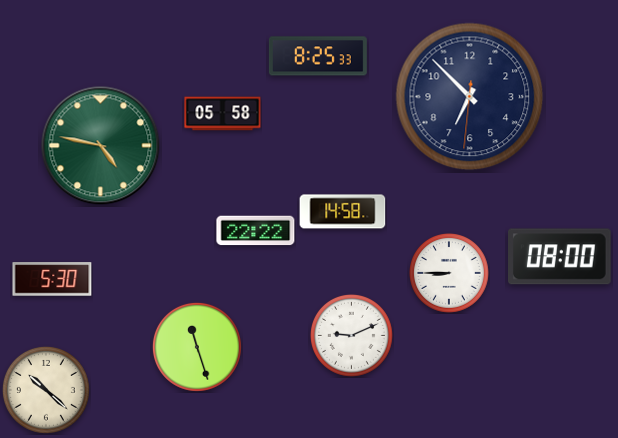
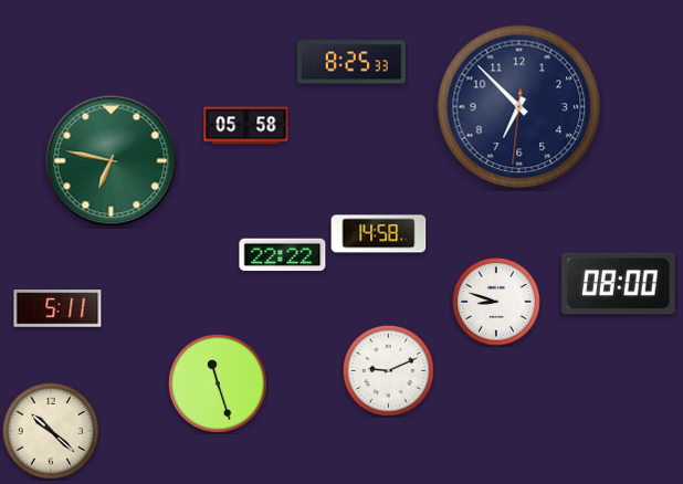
clock at (101, 146): 4:47 -> 6:47
clock at (450, 274): 8:45 -> 8:48
clock at (52, 279): 5:30 -> 5:11
